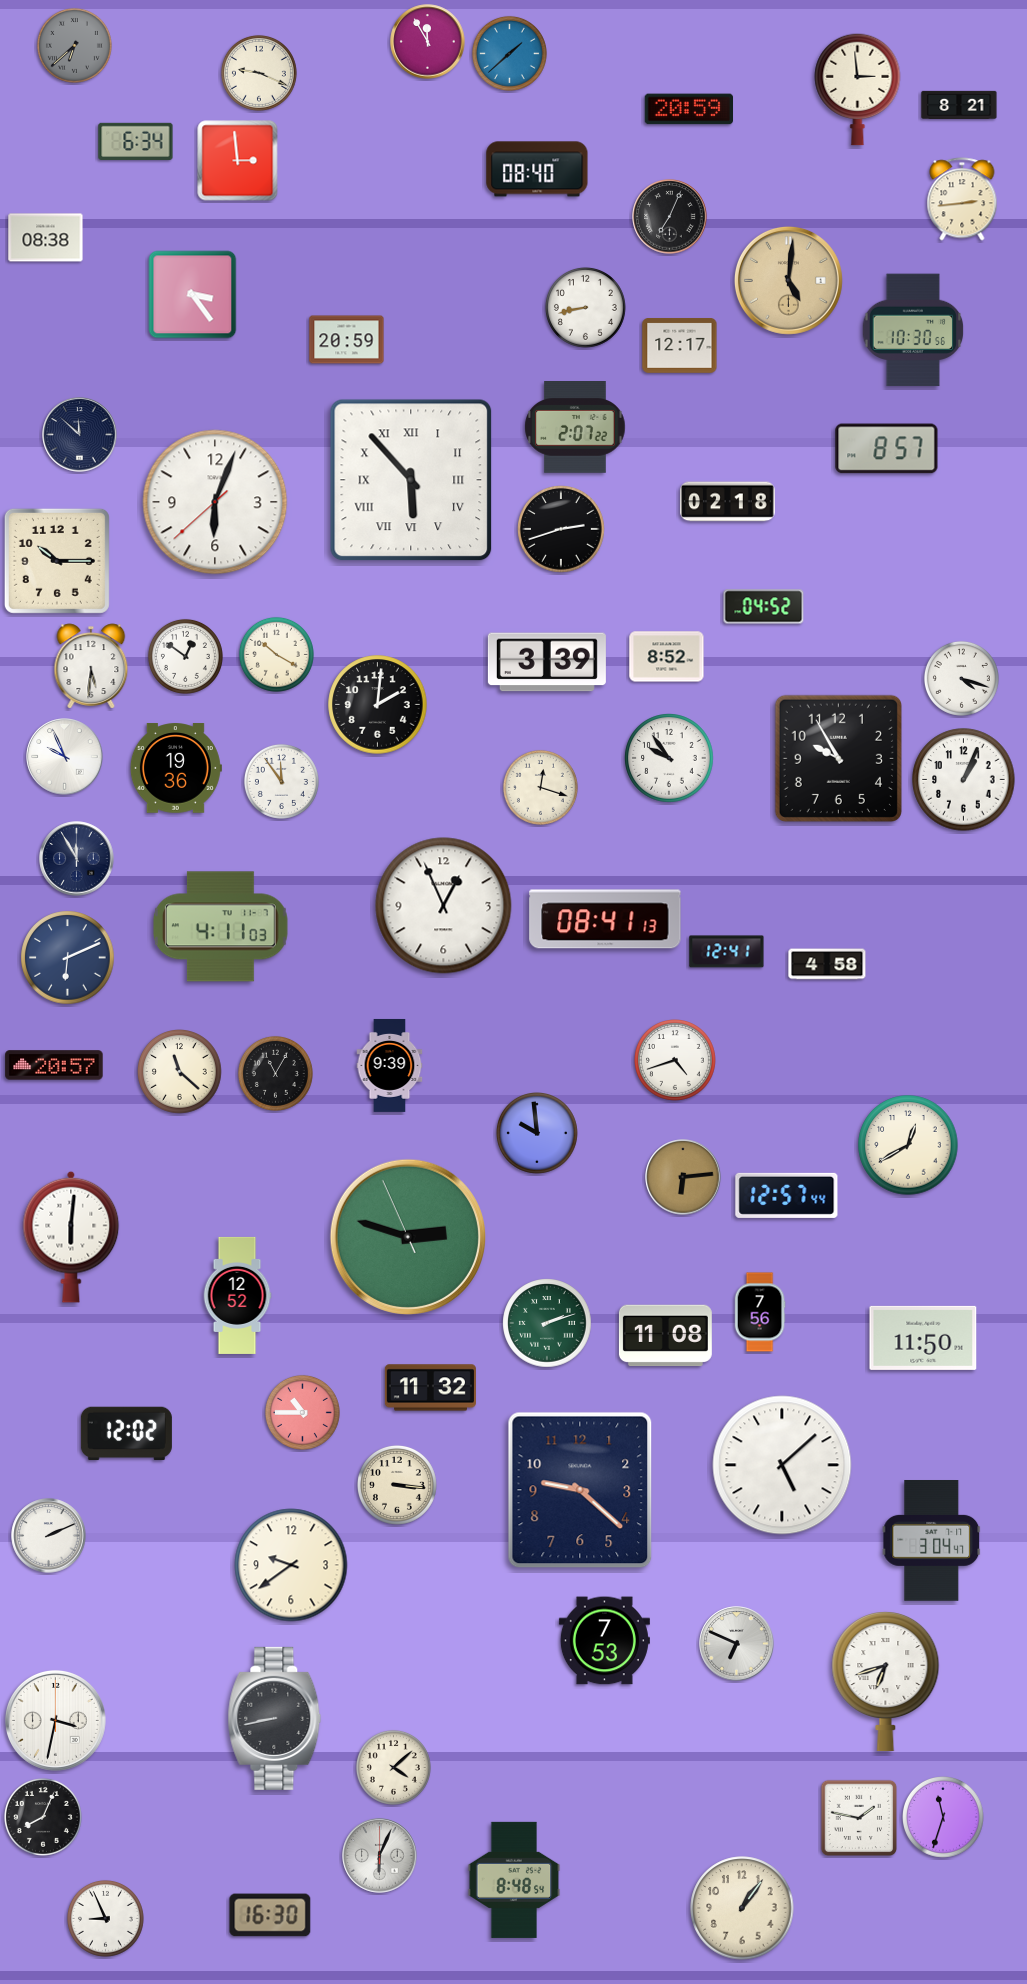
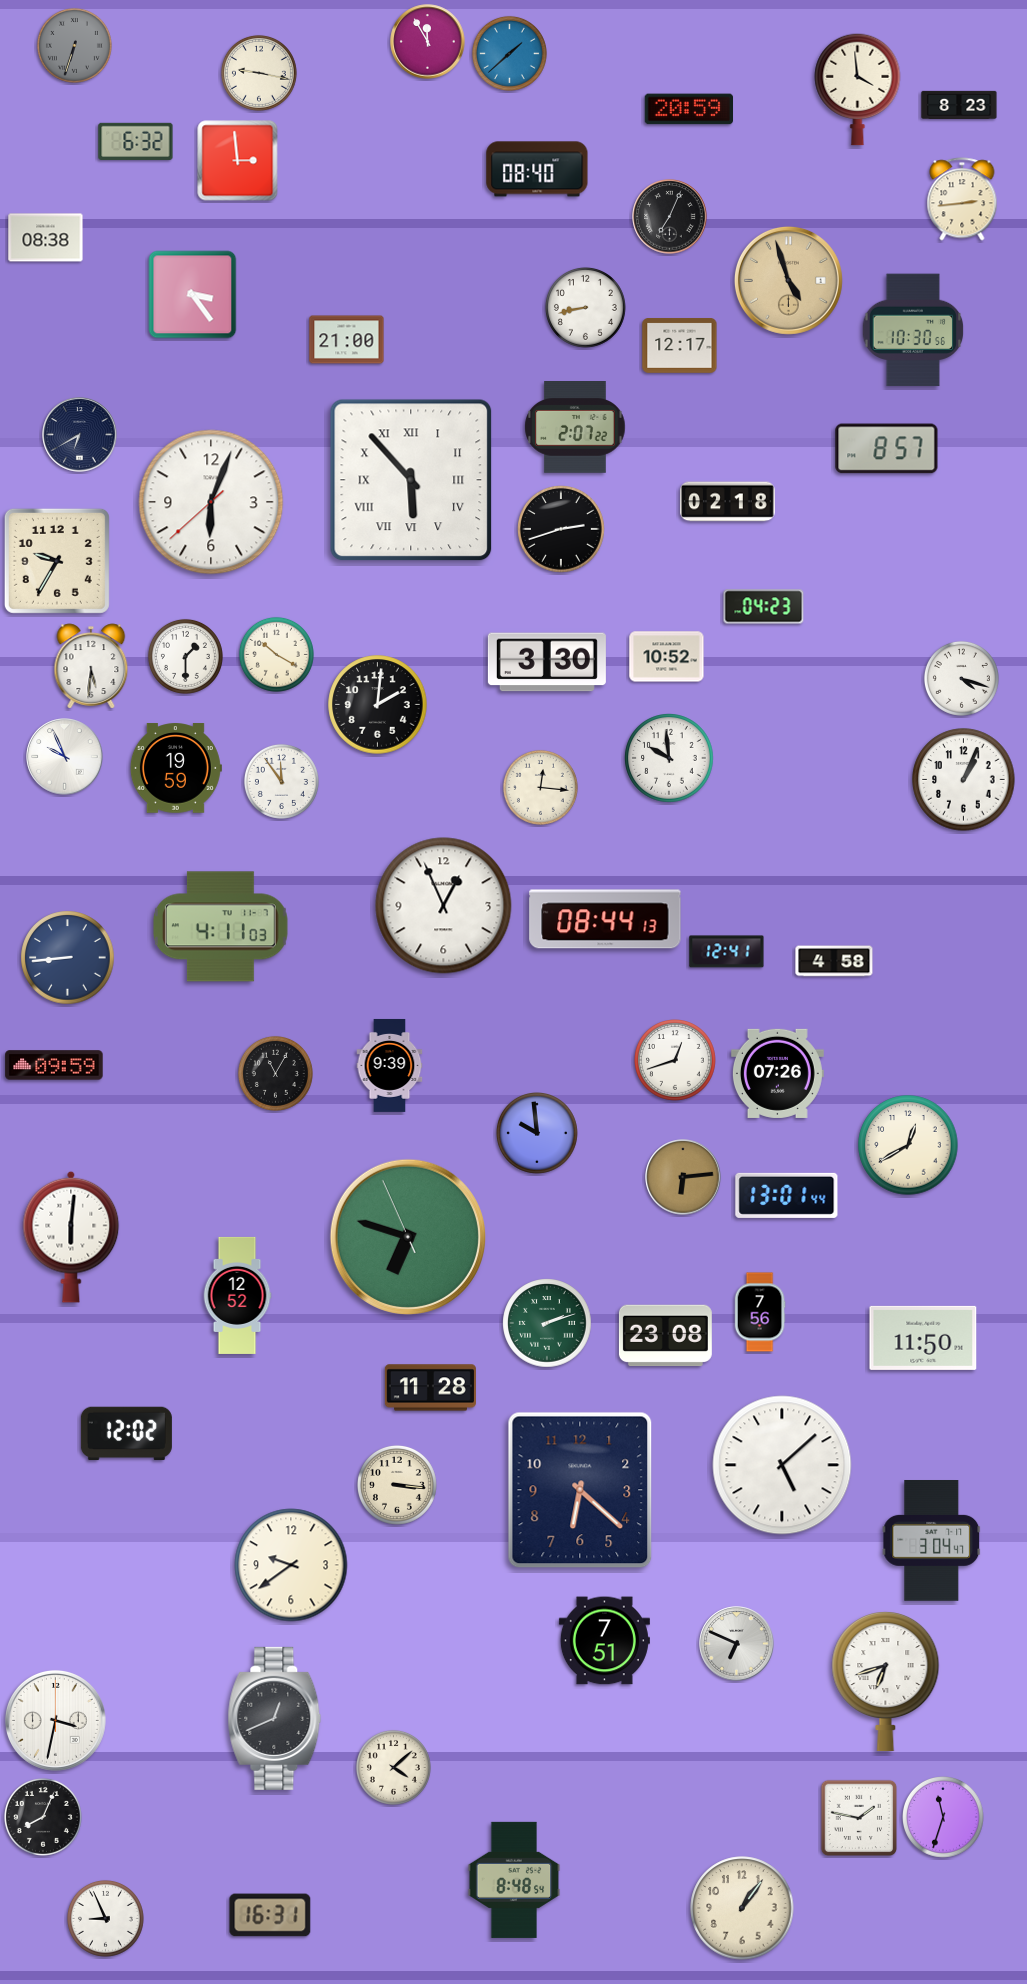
clock at (74, 45): 6:38 -> 6:33
clock at (259, 73): 9:19 -> 9:17
clock at (858, 89): 2:59 -> 3:59
clock at (959, 105): 8:21 -> 8:23
clock at (136, 141): 6:34 -> 6:32
clock at (788, 280): 5:01 -> 4:57
clock at (347, 340): 20:59 -> 21:00
clock at (80, 435): 11:52 -> 6:40
clock at (215, 502) position: (215, 502) -> (211, 502)
clock at (57, 561): 10:15 -> 9:35
clock at (764, 607): 04:52 -> 04:23
clock at (185, 656): 12:51 -> 1:30
clock at (667, 657): 8:52 -> 10:52
clock at (547, 662): 3:39 -> 3:30
clock at (669, 758): 9:54 -> 9:59
clock at (838, 758): 9:55 -> none
clock at (176, 768): 19:36 -> 19:59
clock at (540, 787): 12:18 -> 12:16
clock at (77, 859): 11:55 -> none
clock at (605, 919): 08:41 -> 08:44
clock at (68, 958): 6:11 -> 8:44
clock at (827, 964) position: (827, 964) -> (834, 961)
clock at (676, 1061): 4:42 -> 12:42
clock at (54, 1065): 20:57 -> 09:59
clock at (180, 1072): 11:22 -> none
clock at (777, 1073): none -> 07:26
clock at (787, 1195): 12:57 -> 13:01
clock at (408, 1237): 2:47 -> 6:47
clock at (665, 1336): 11:08 -> 23:08
clock at (430, 1388): 11:32 -> 11:28
clock at (302, 1412): 10:45 -> none
clock at (580, 1490): 9:22 -> 6:22
clock at (49, 1536): 2:11 -> none
clock at (604, 1641): 7:53 -> 7:51
clock at (275, 1718): 8:43 -> 12:41
clock at (380, 1856): 6:04 -> none
clock at (270, 1915): 16:30 -> 16:31
